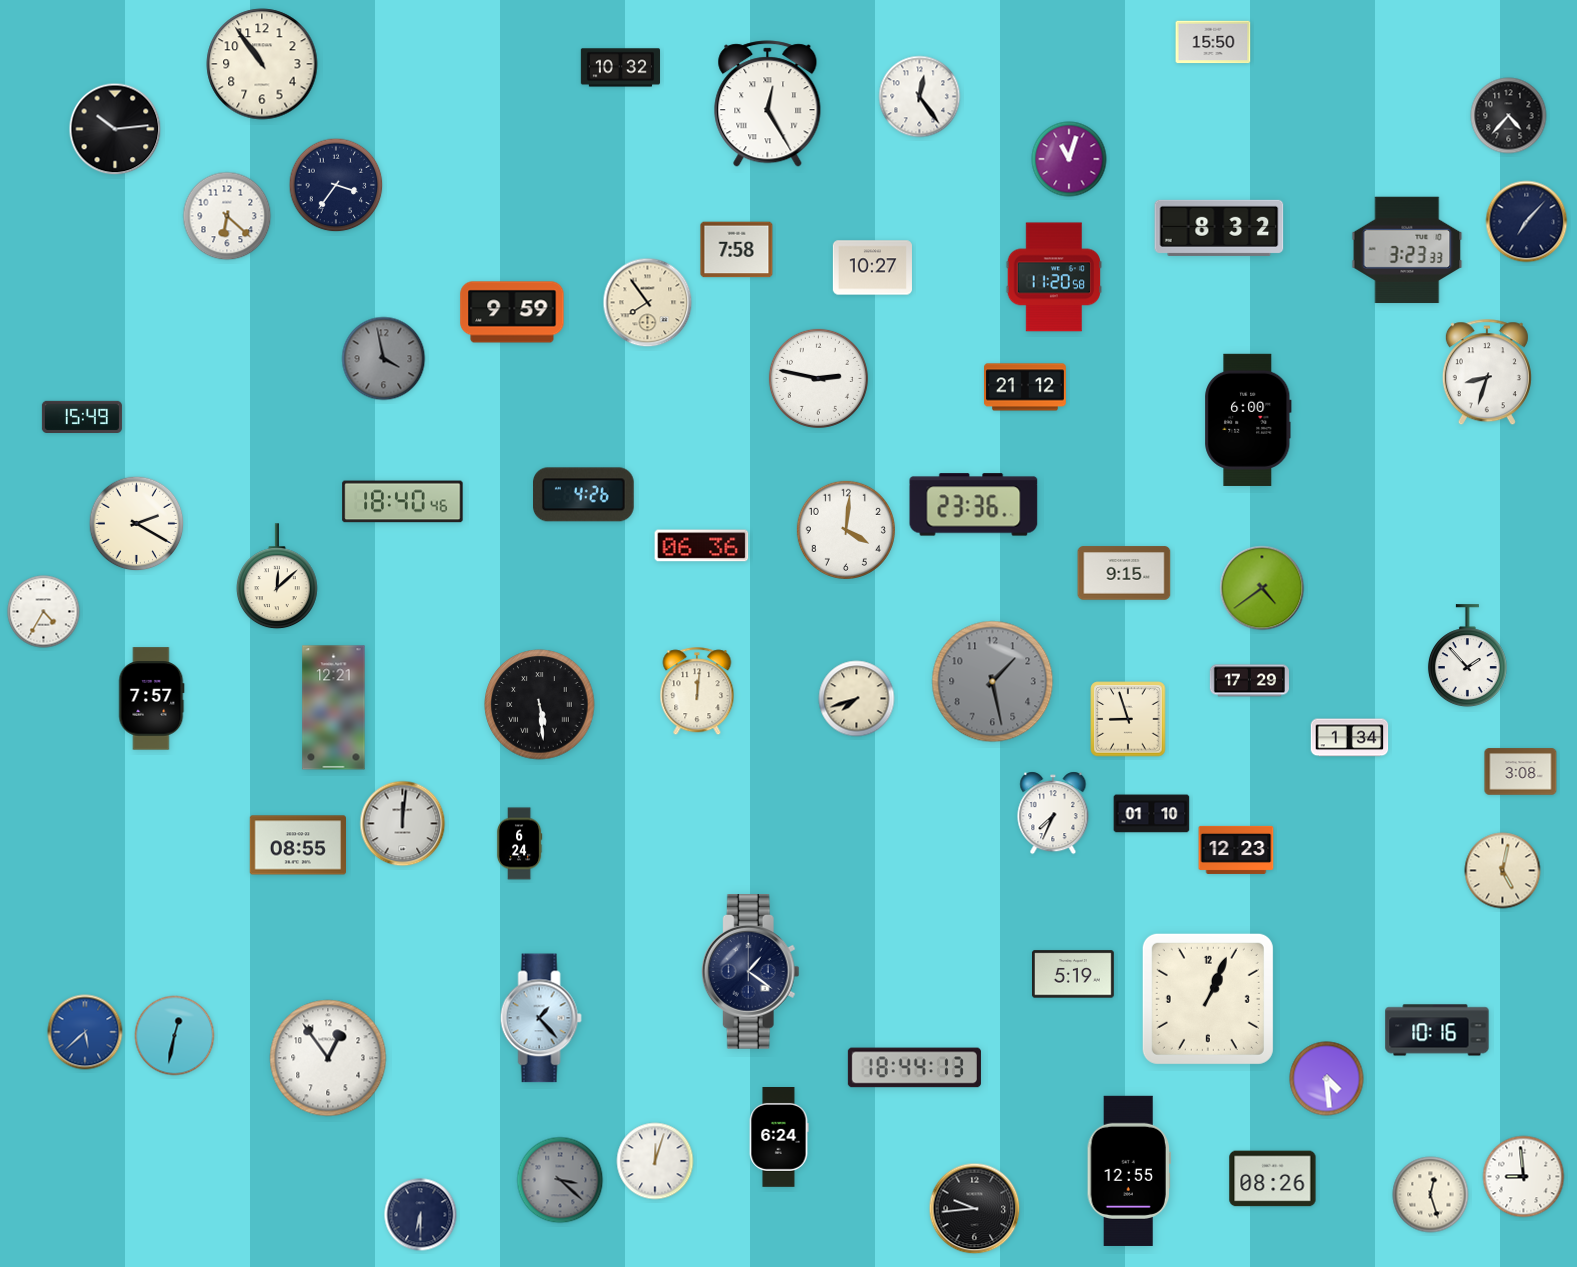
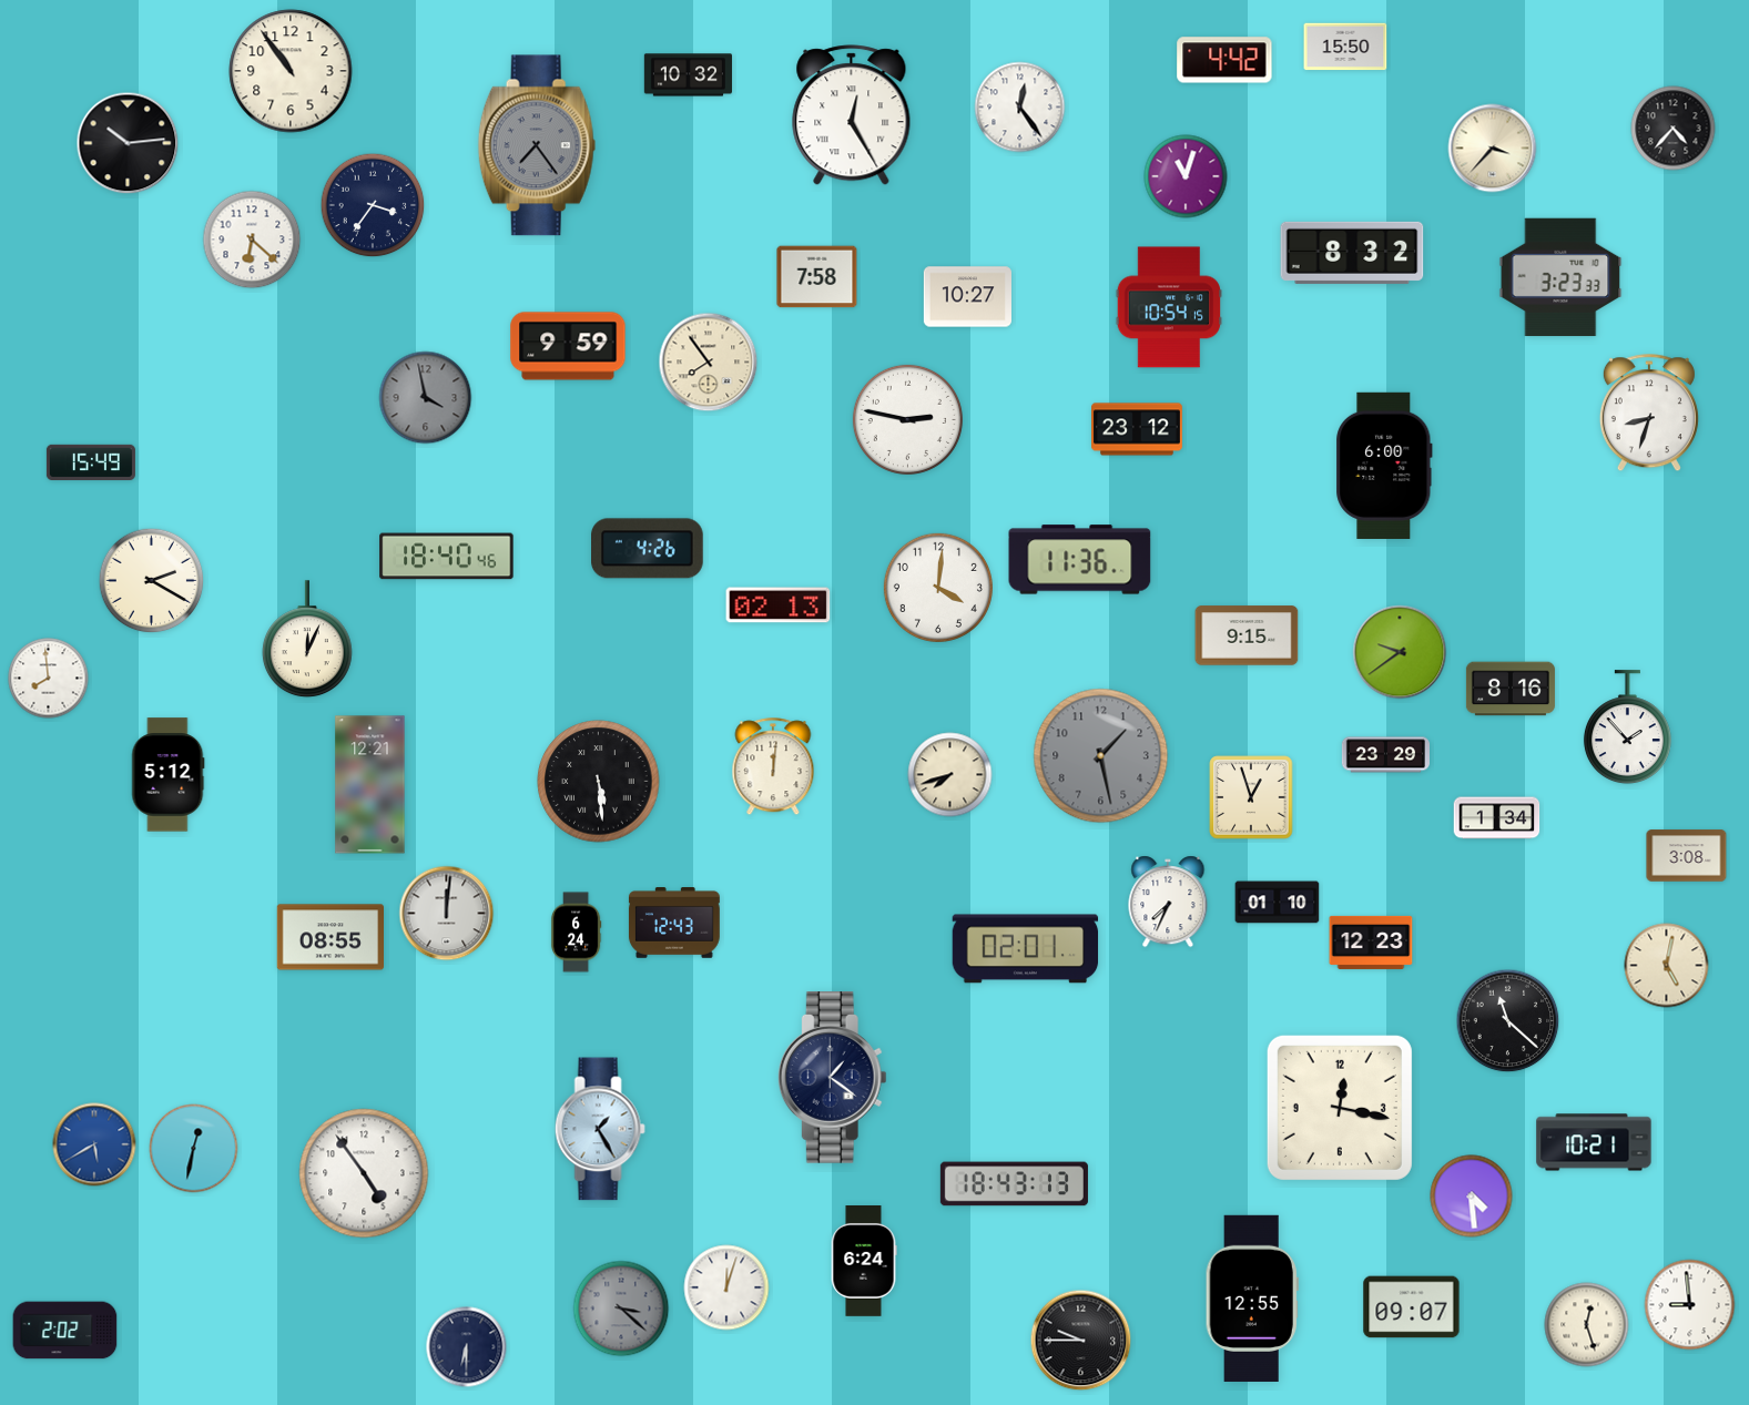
clock at (1224, 60): none -> 4:42
clock at (537, 145): none -> 7:24
clock at (1493, 149): none -> 3:37
clock at (1527, 222): 7:07 -> none
clock at (1054, 277): 11:20 -> 10:54
clock at (648, 303) position: (648, 303) -> (709, 363)
clock at (1026, 387): 21:12 -> 23:12
clock at (974, 505): 23:36 -> 11:36
clock at (702, 546): 06:36 -> 02:13
clock at (277, 577): 12:08 -> 12:04
clock at (1262, 588): 4:39 -> 9:39
clock at (44, 612): 4:35 -> 7:59
clock at (1511, 689): none -> 8:16
clock at (1249, 681): 17:29 -> 23:29
clock at (152, 699): 7:57 -> 5:12
clock at (1128, 719): 8:57 -> 12:57
clock at (674, 924): none -> 12:43
clock at (519, 844) position: (519, 844) -> (576, 933)
clock at (1026, 949): none -> 02:01
clock at (1508, 1021): none -> 11:22
clock at (1074, 974): 5:19 -> none
clock at (1208, 999): 1:04 -> 12:17
clock at (541, 1018): 1:23 -> 1:25
clock at (1437, 1030): 10:16 -> 10:21
clock at (85, 1032): 5:38 -> 5:40
clock at (328, 1058): 12:54 -> 4:54
clock at (914, 1068): 18:44 -> 18:43
clock at (1273, 1179): 08:26 -> 09:07
clock at (65, 1331): none -> 2:02
clock at (975, 1209): 9:44 -> 9:45
